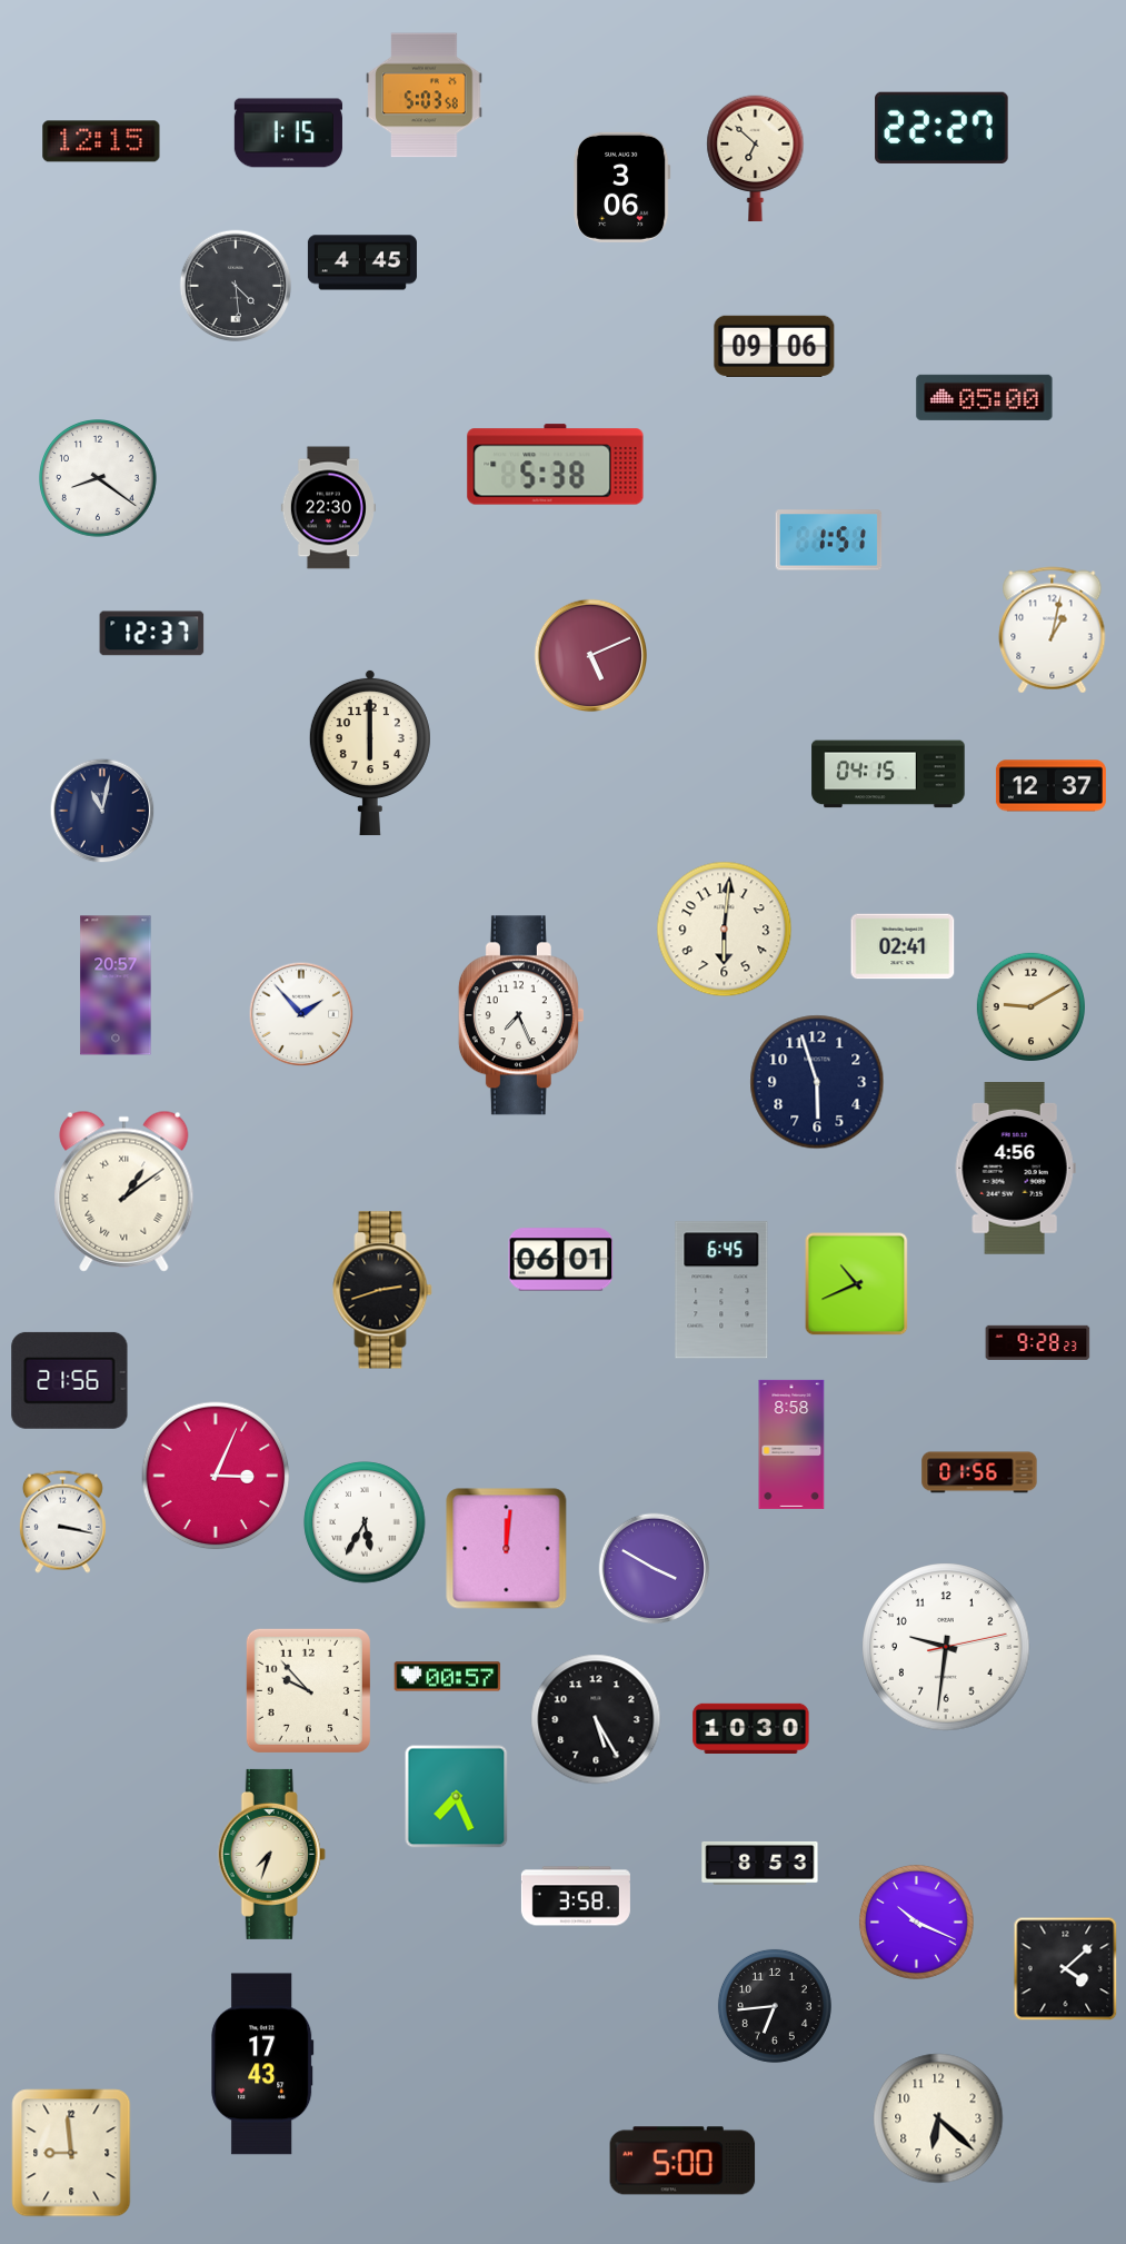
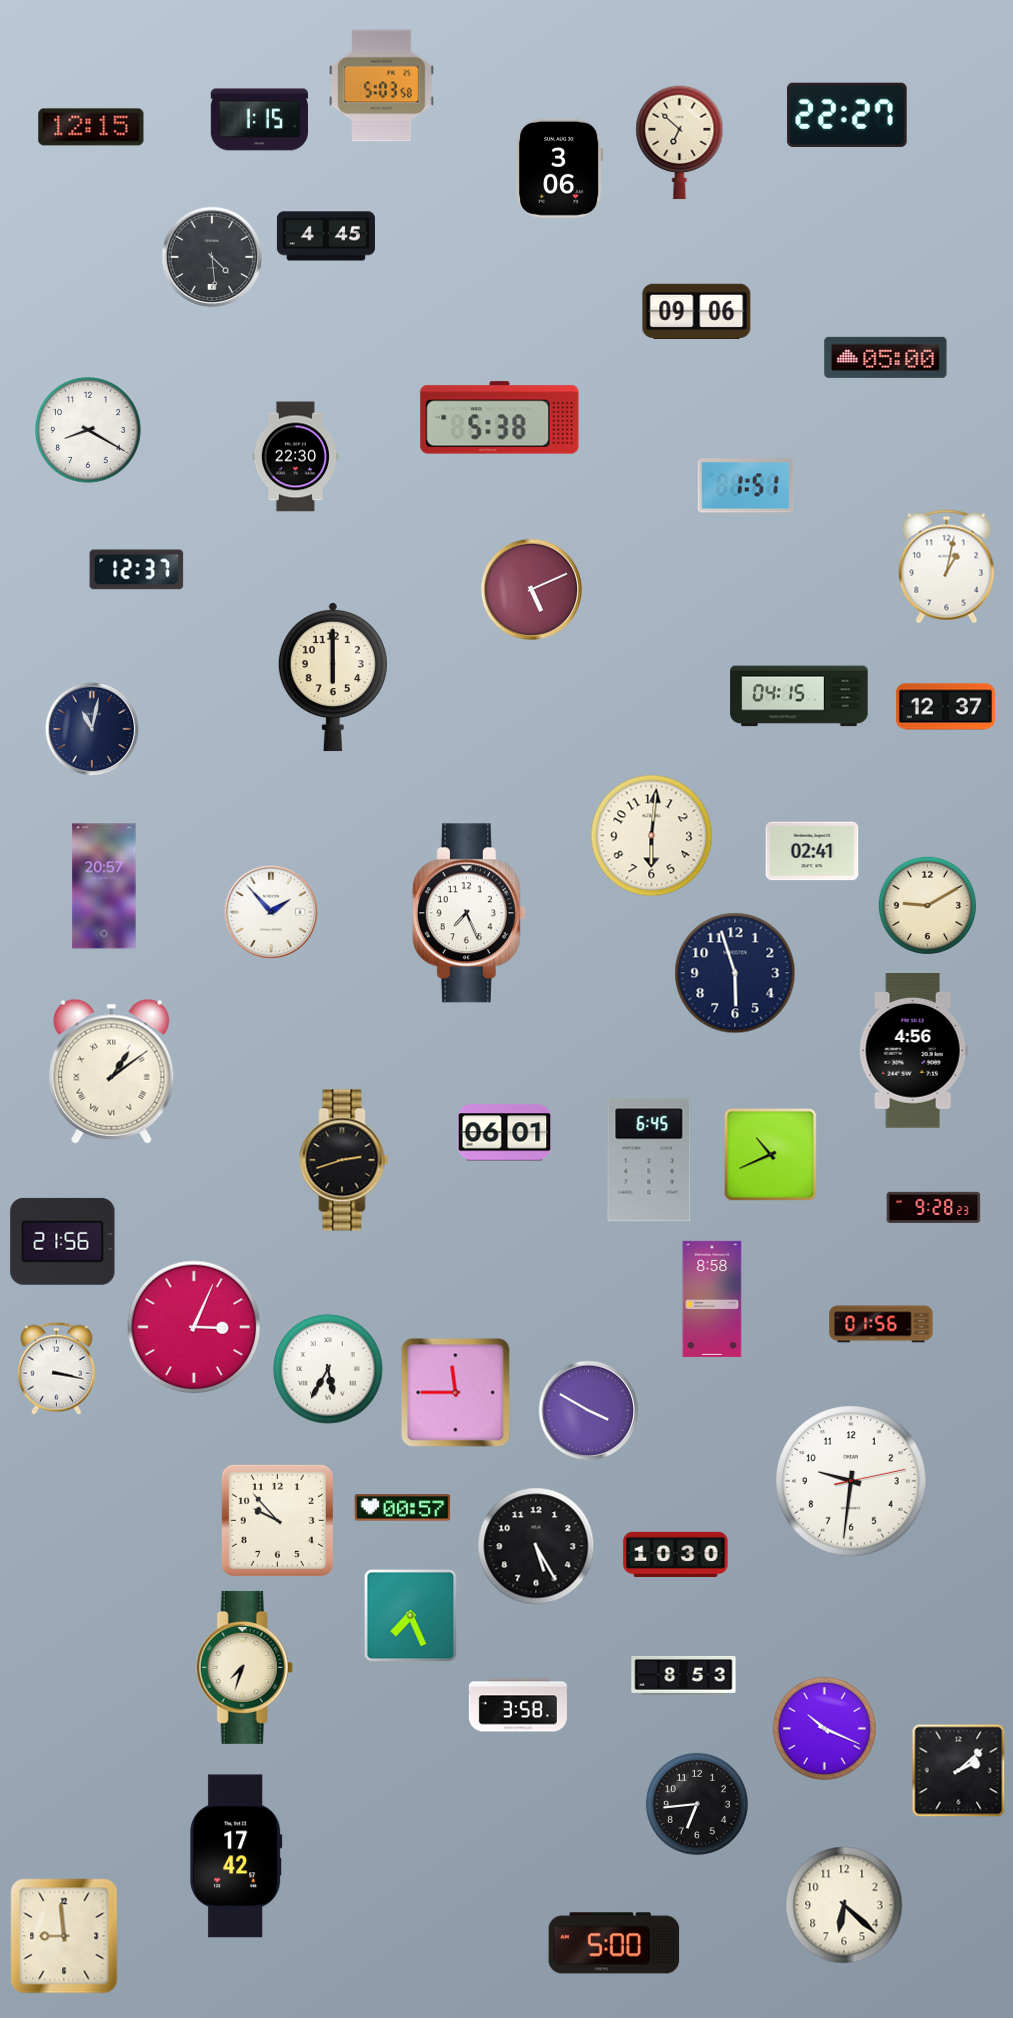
clock at (99, 479): 8:21 -> 8:20
clock at (507, 1549): 12:01 -> 11:45
clock at (1066, 1969): 4:08 -> 2:08
clock at (262, 2064): 17:43 -> 17:42
